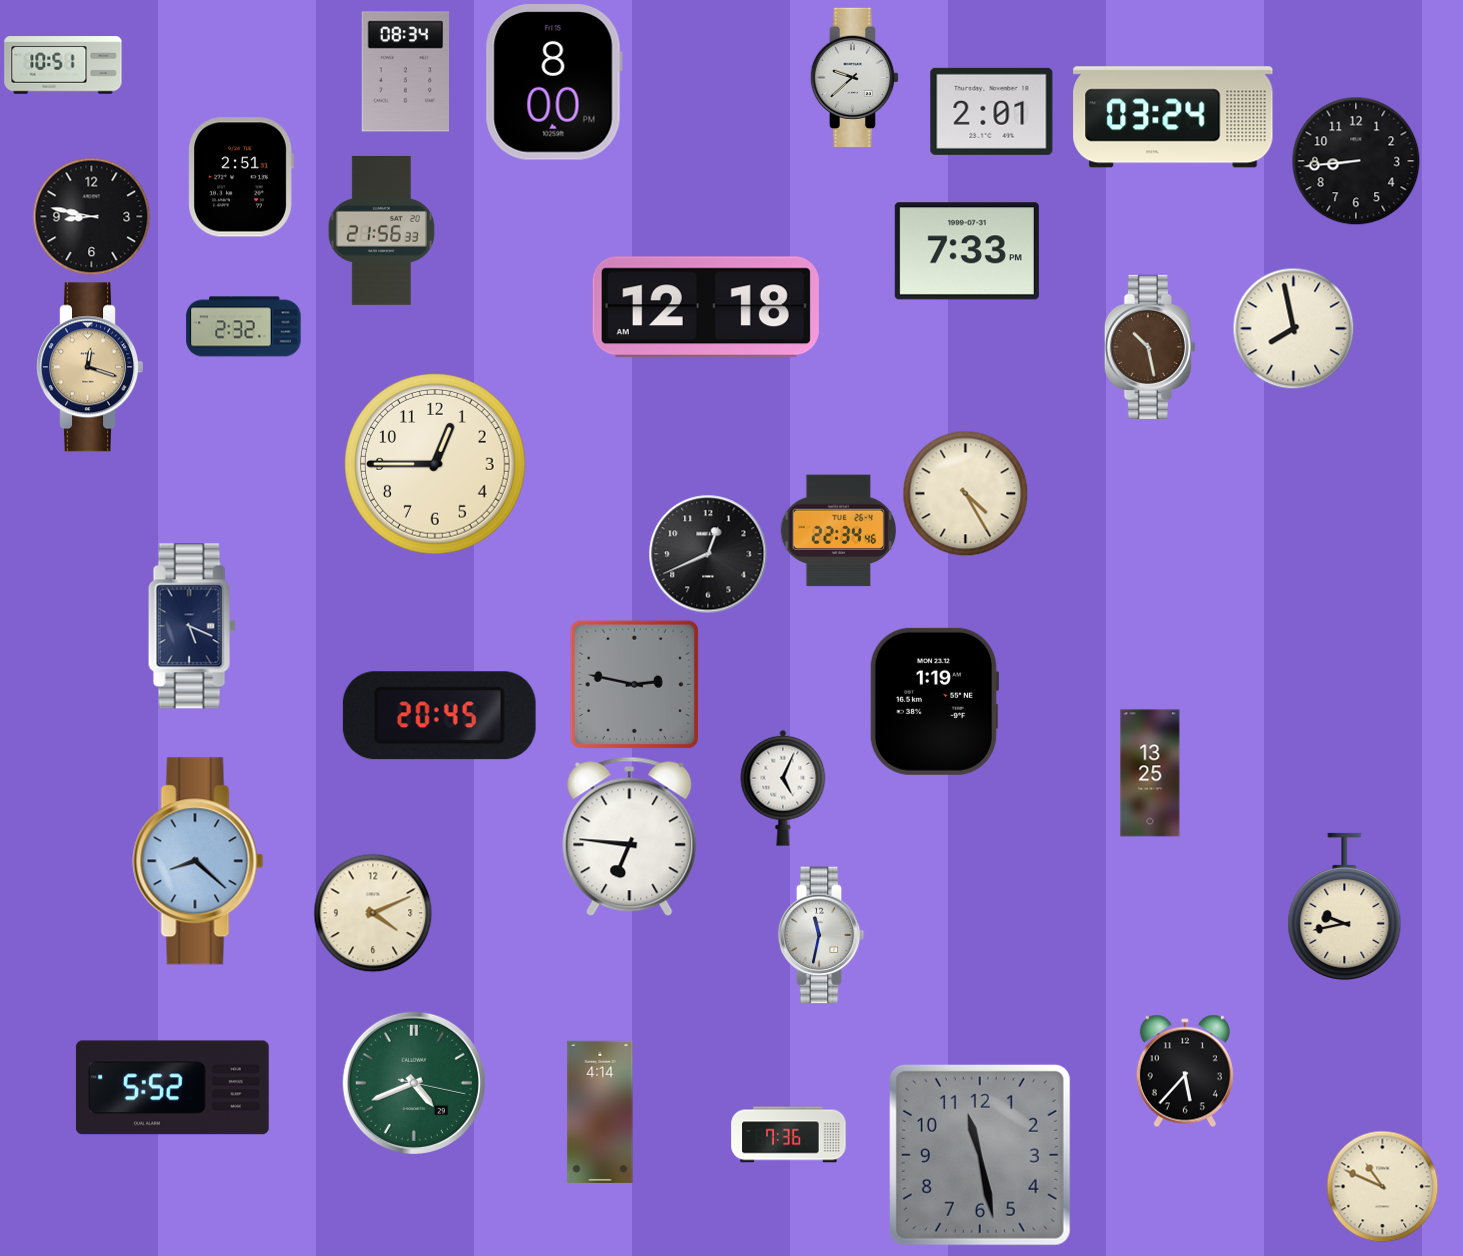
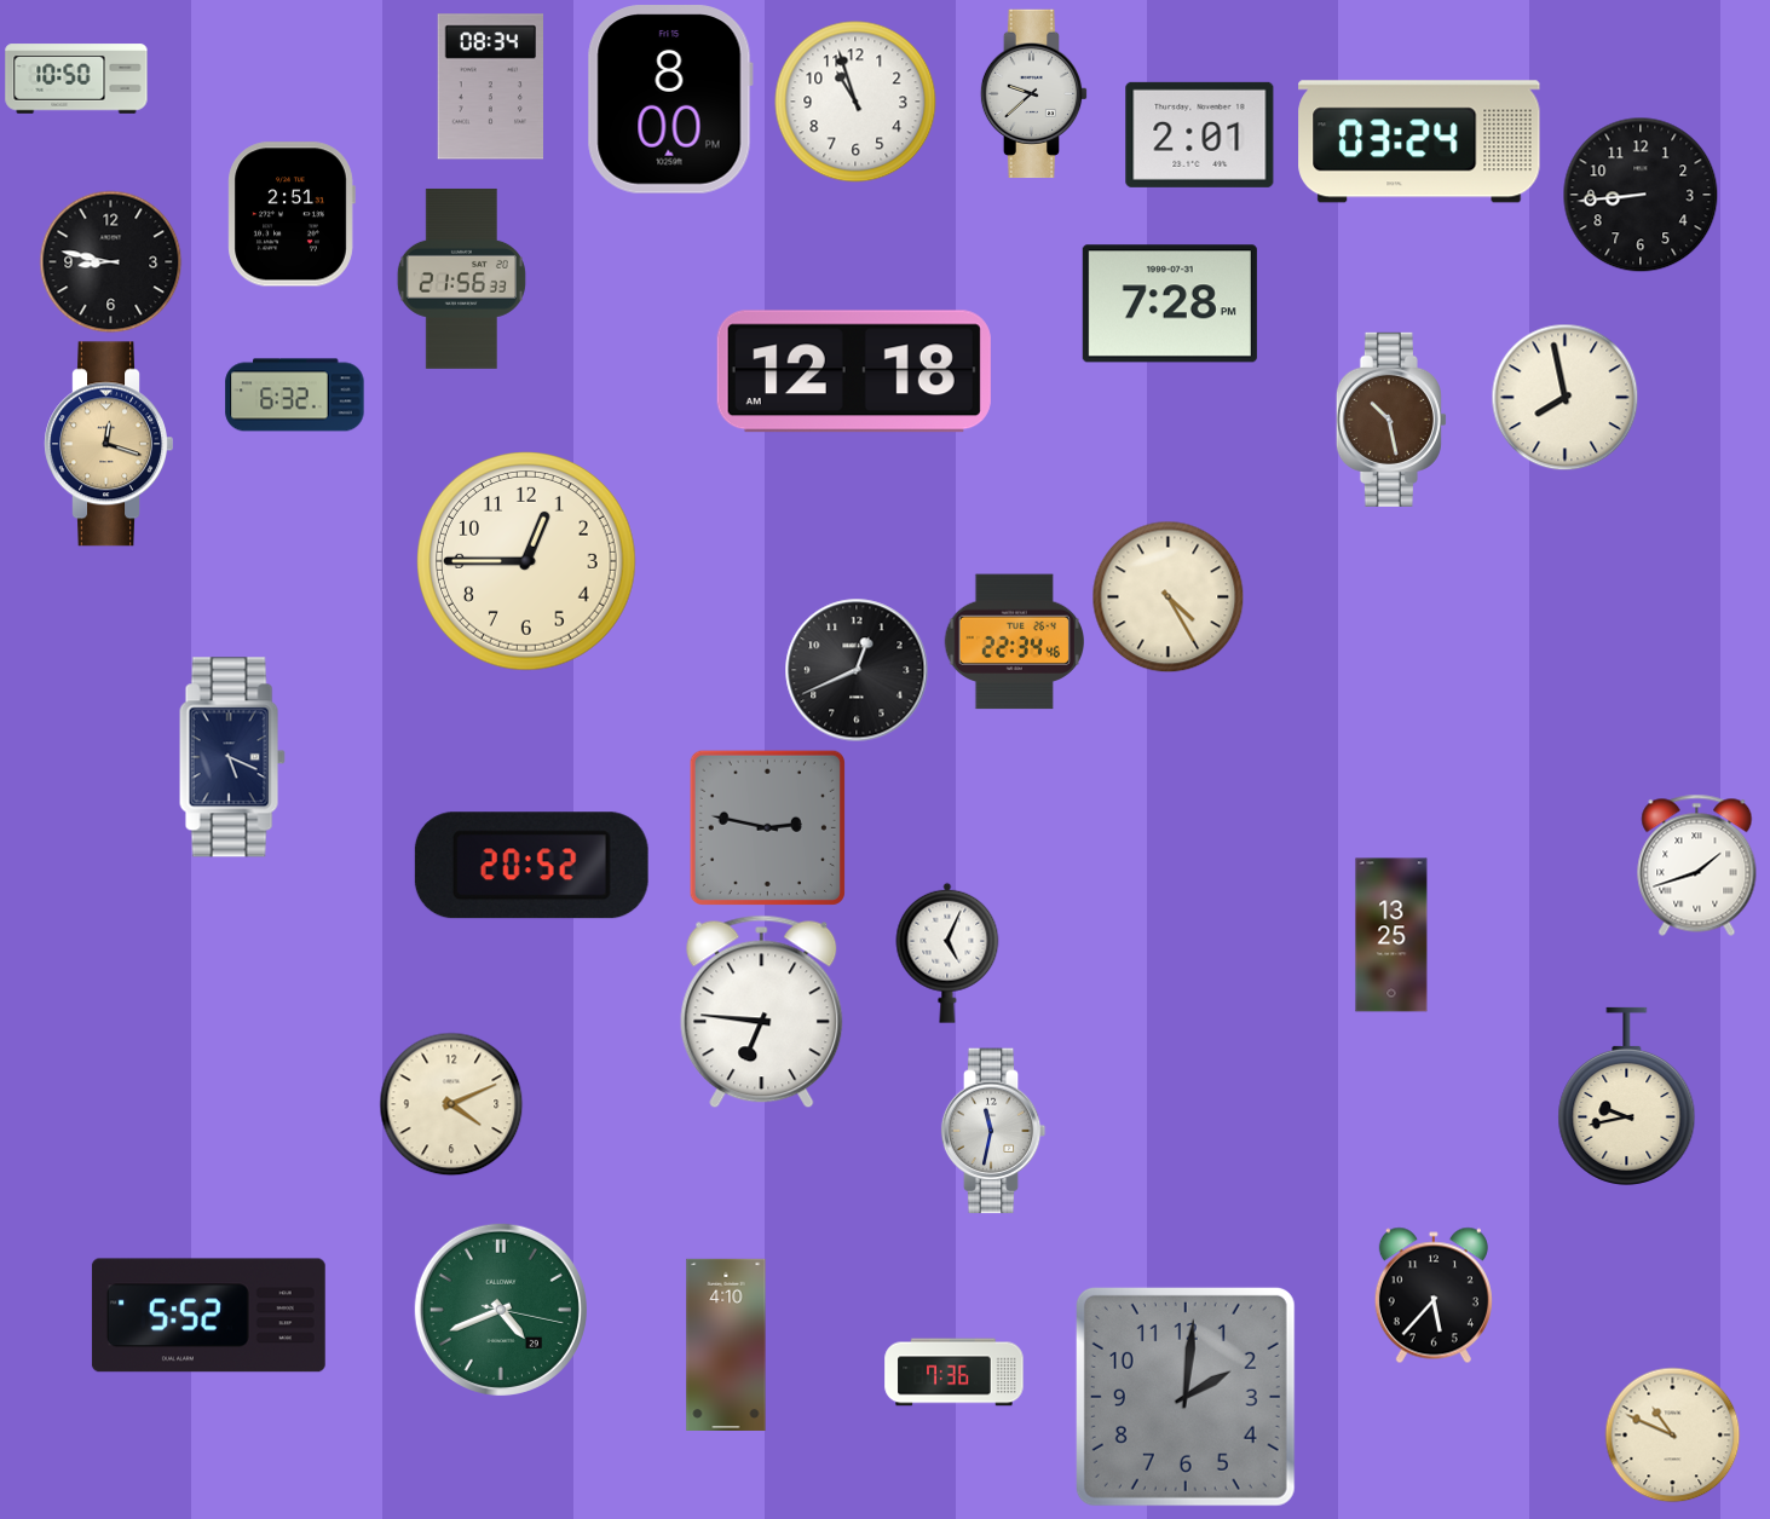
clock at (63, 65): 10:51 -> 10:50
clock at (855, 102): none -> 10:57
clock at (967, 251): 7:33 -> 7:28
clock at (244, 327): 2:32 -> 6:32
clock at (934, 701): 1:19 -> none
clock at (1697, 865): none -> 1:42
clock at (439, 716): 20:45 -> 20:52
clock at (198, 861): 8:22 -> none
clock at (600, 1112): 4:14 -> 4:10
clock at (980, 1155): 11:28 -> 2:01
